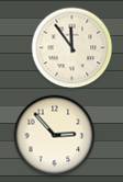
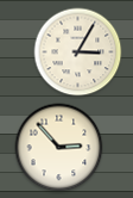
clock at (72, 48): 11:54 -> 3:05
